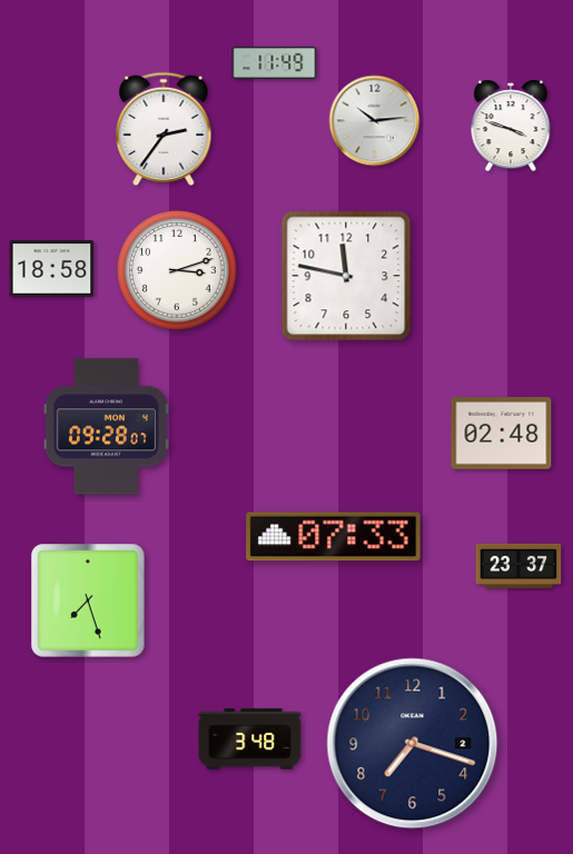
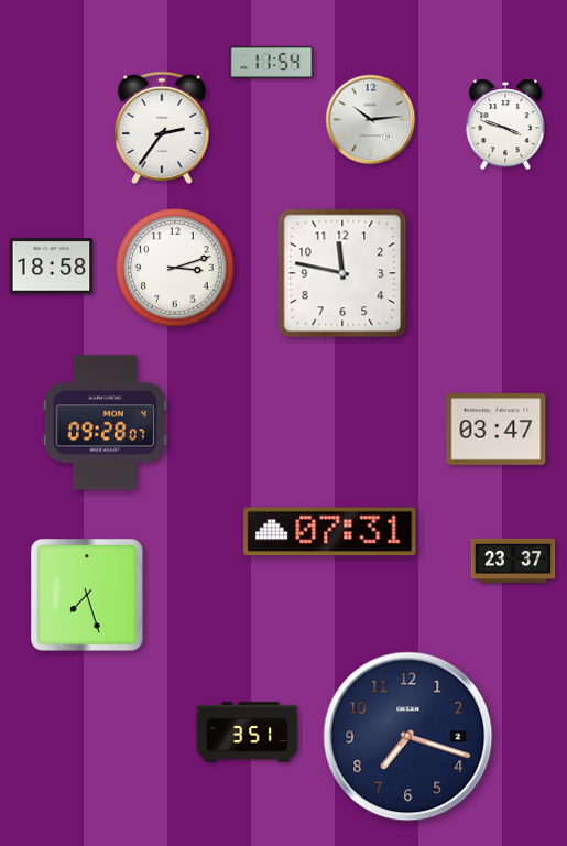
clock at (275, 62): 11:49 -> 11:54
clock at (502, 434): 02:48 -> 03:47
clock at (334, 537): 07:33 -> 07:31
clock at (250, 739): 3:48 -> 3:51
